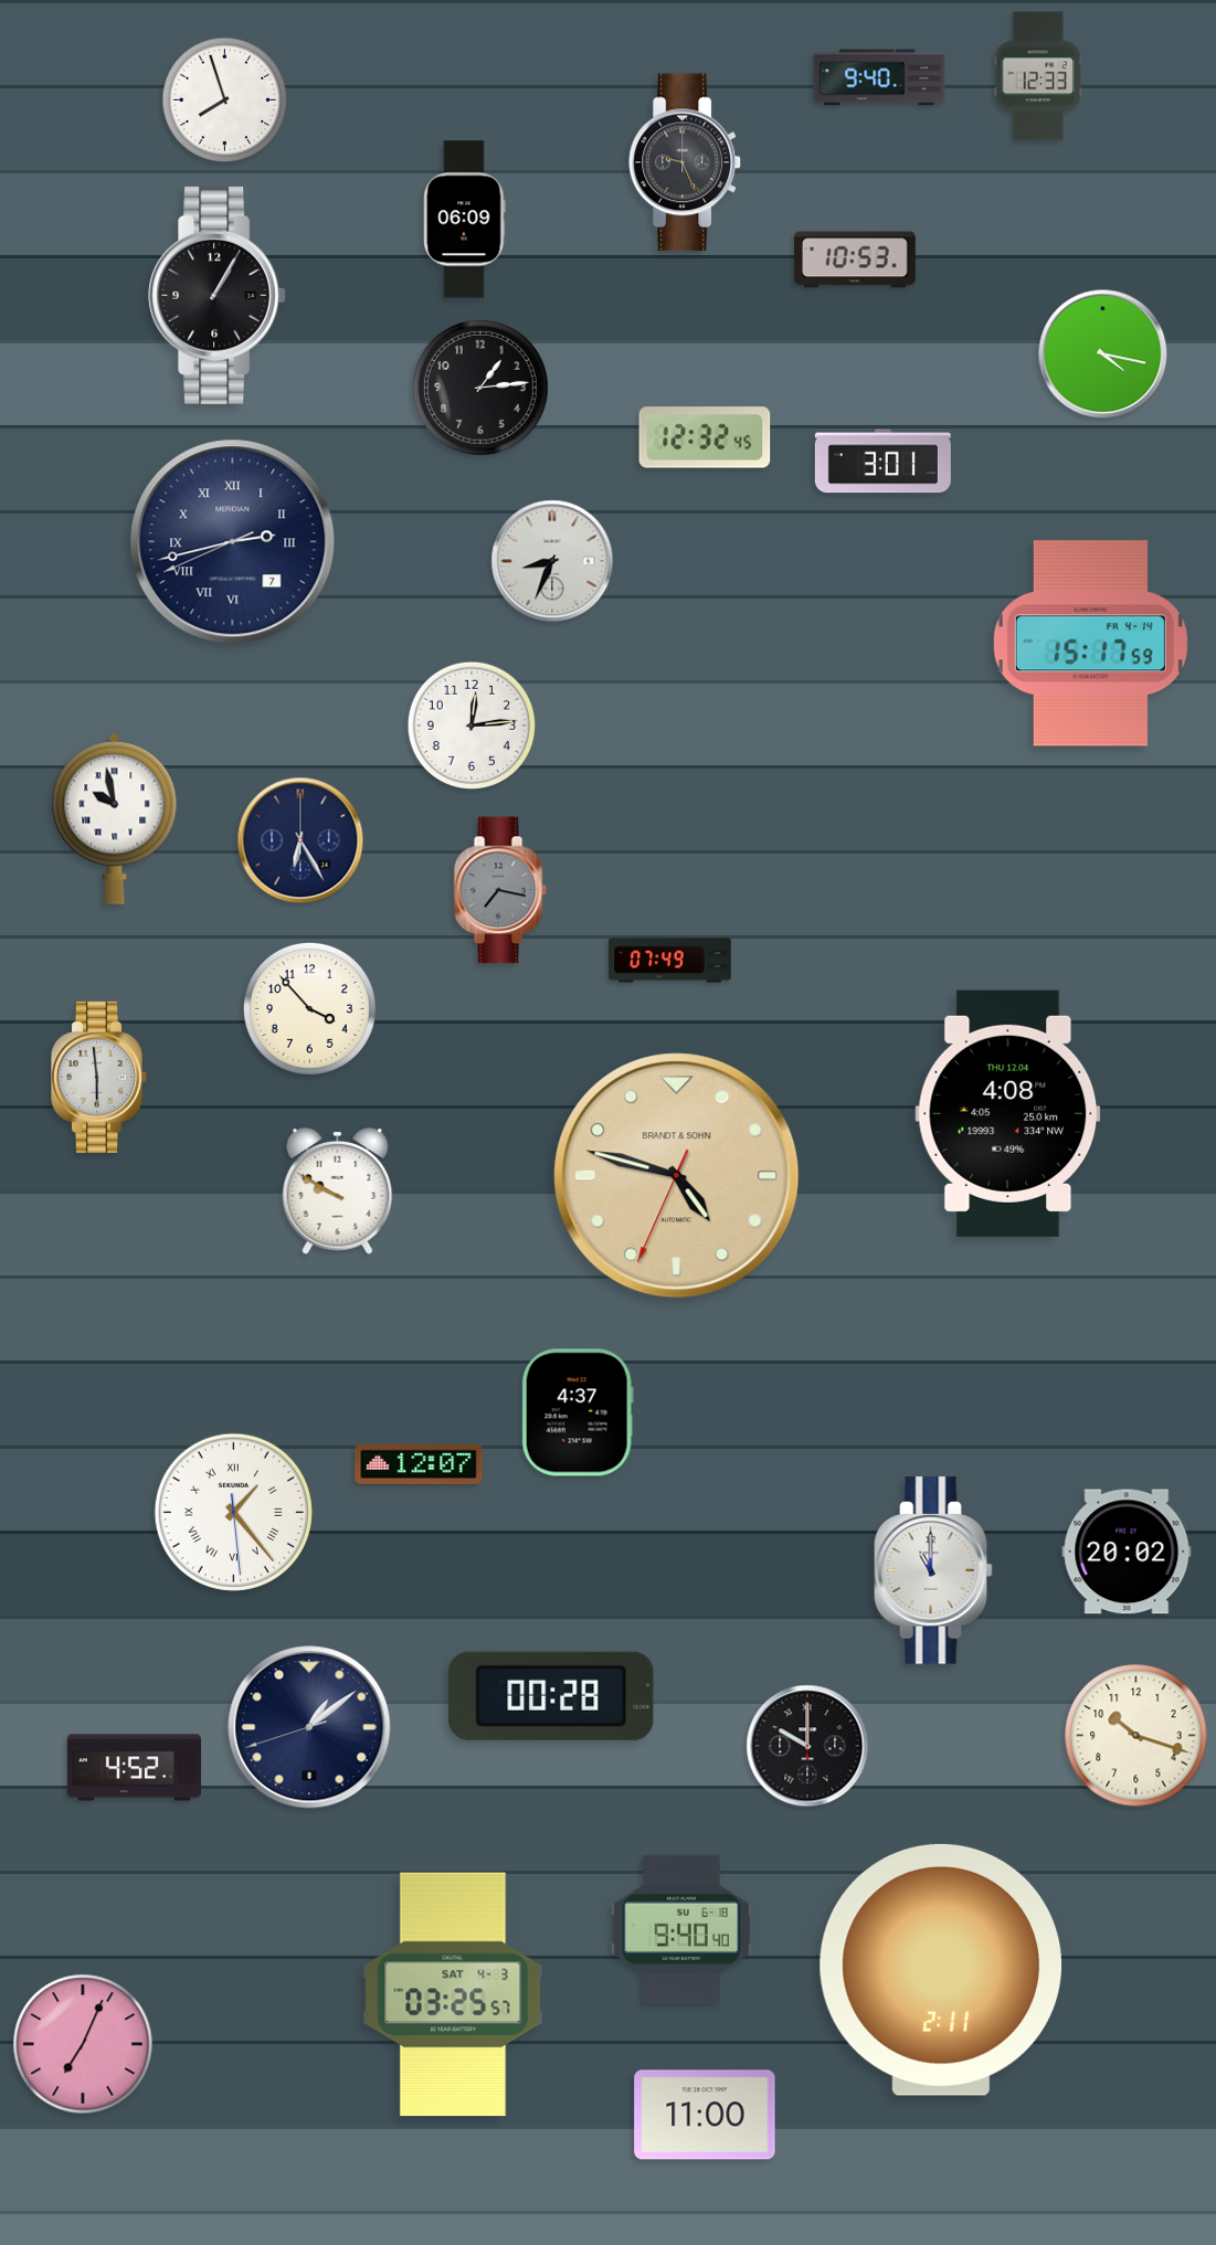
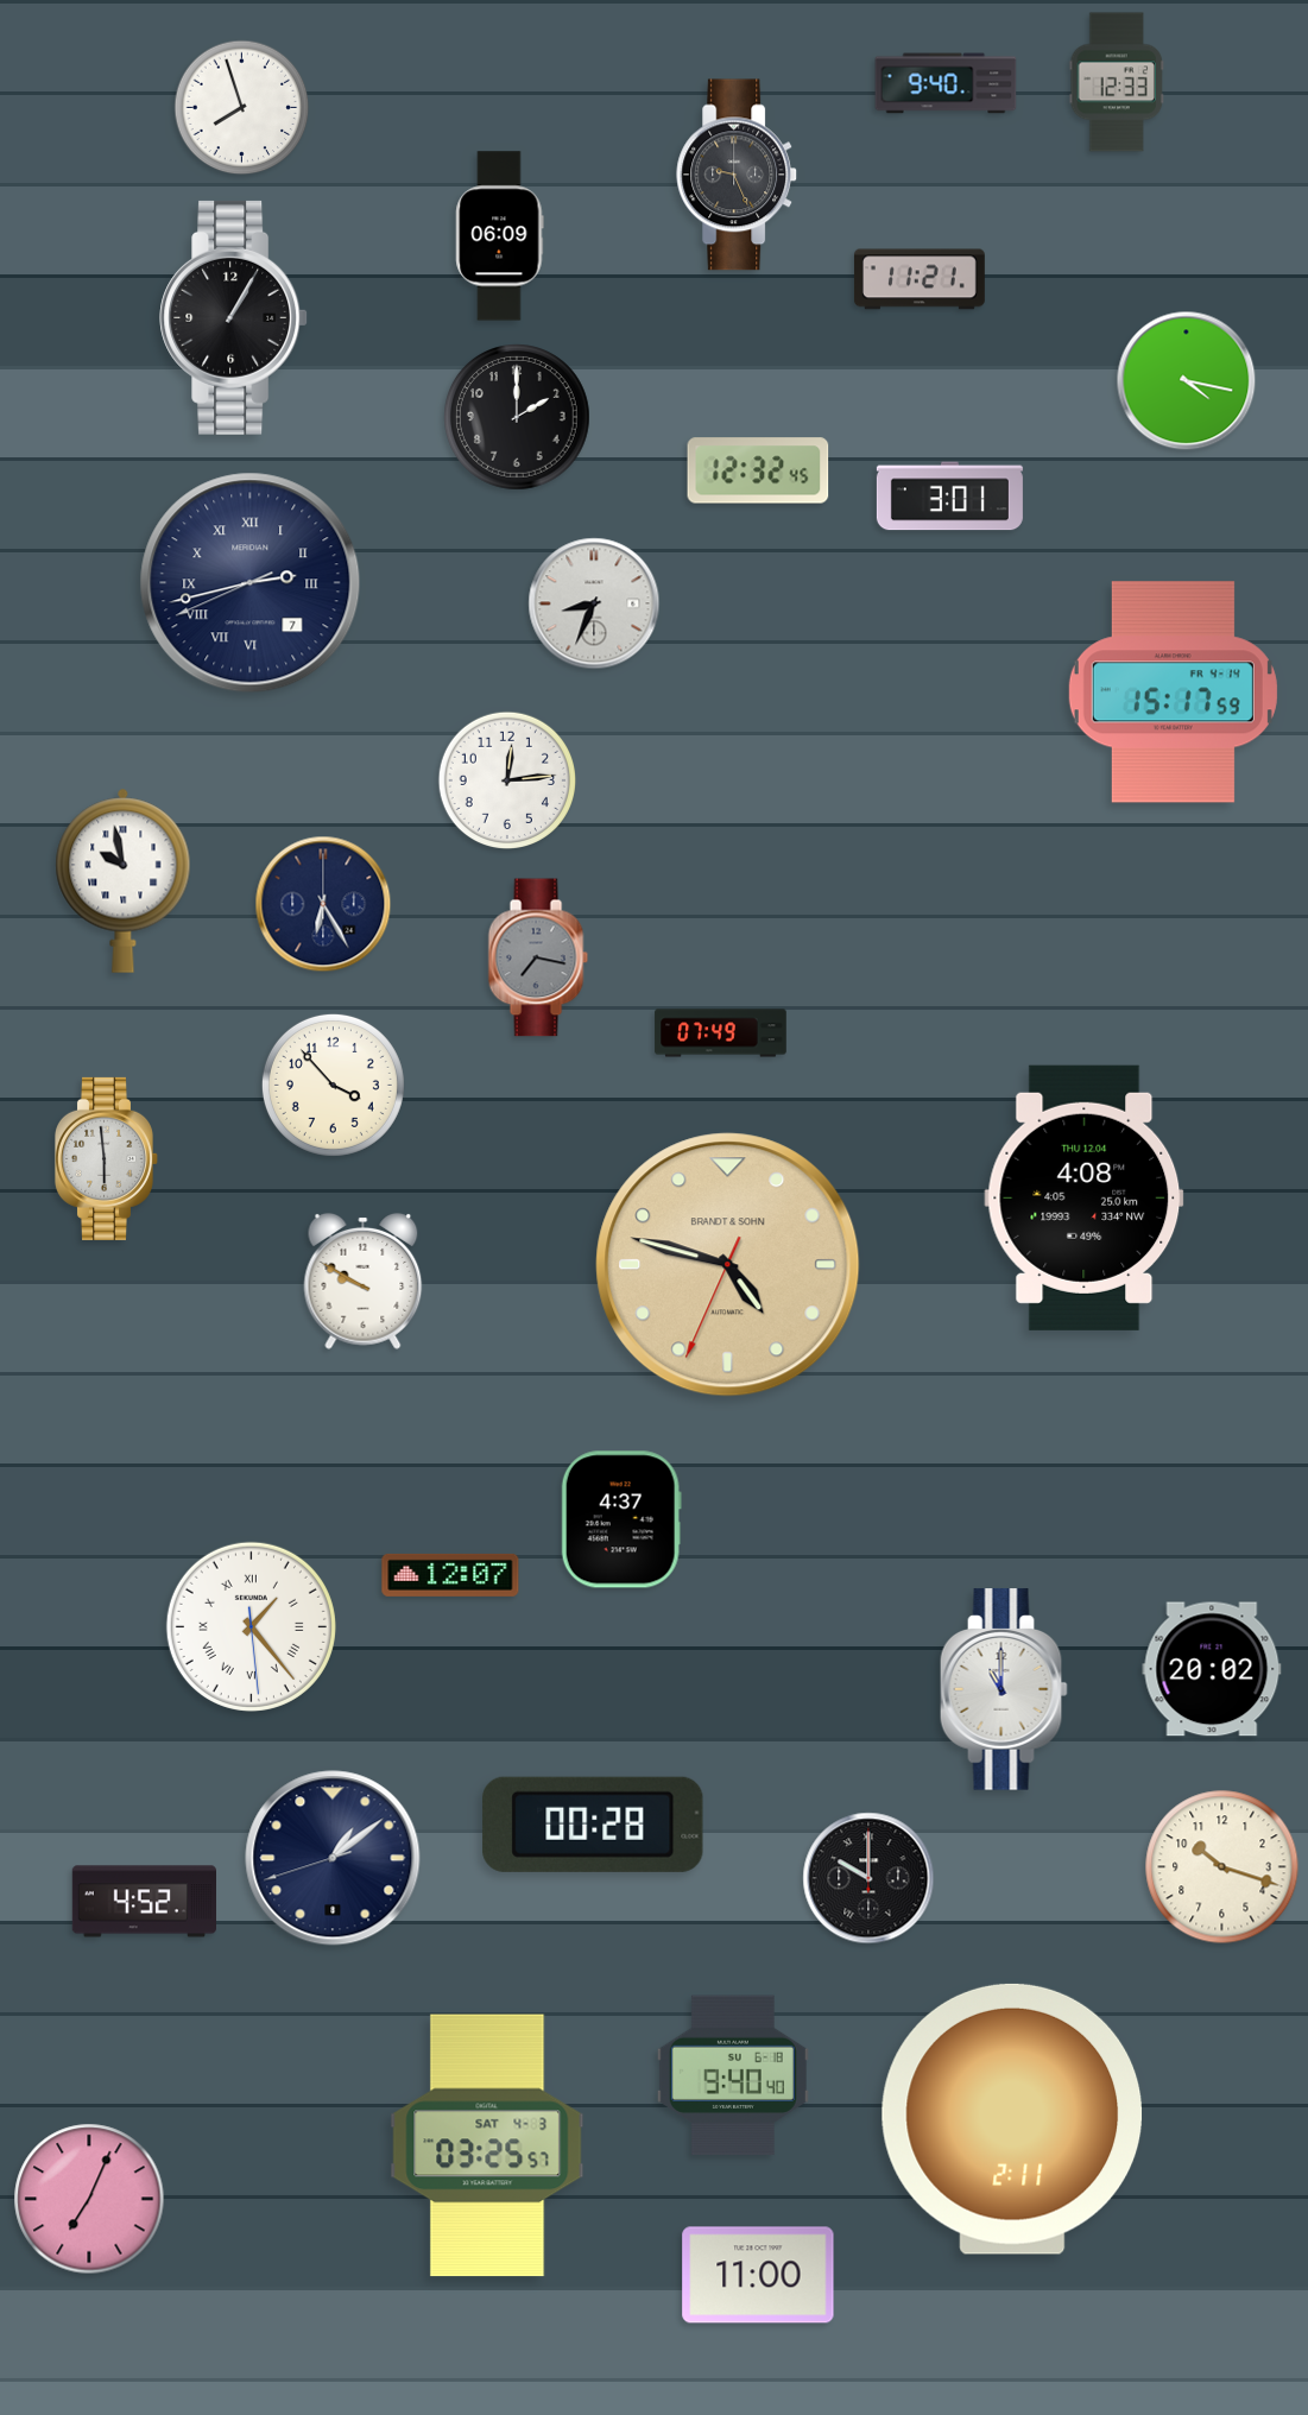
clock at (855, 260): 10:53 -> 11:21
clock at (482, 389): 1:14 -> 2:00
